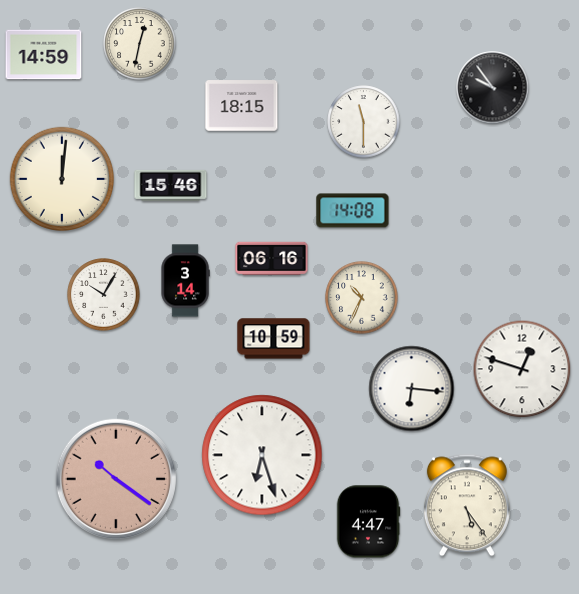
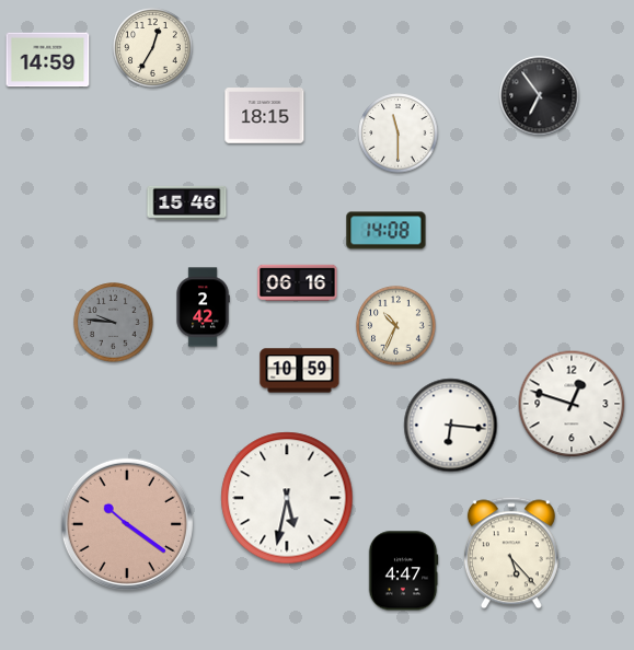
clock at (140, 44): 12:32 -> 12:35
clock at (493, 88): 9:54 -> 6:54
clock at (61, 178): 12:01 -> none
clock at (185, 281): 3:14 -> 2:42
clock at (104, 295): 10:05 -> 9:46
clock at (104, 295) dial: white -> grey
clock at (262, 455): 6:27 -> 5:32
clock at (467, 505): 5:24 -> 5:23
